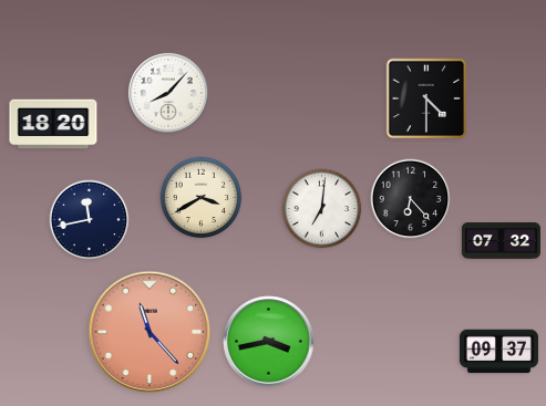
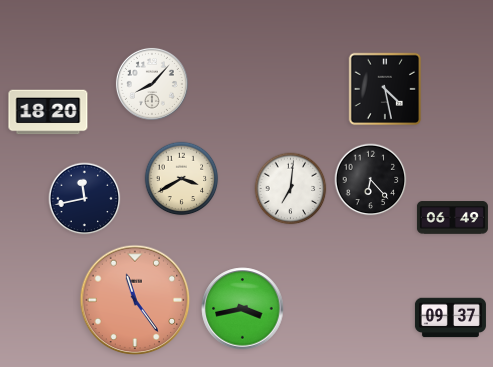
clock at (426, 98): 4:30 -> 4:28
clock at (90, 220) position: (90, 220) -> (85, 199)
clock at (501, 241): 07:32 -> 06:49
clock at (150, 332): 11:23 -> 11:24
